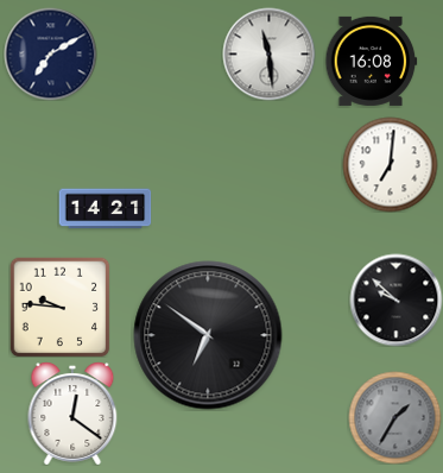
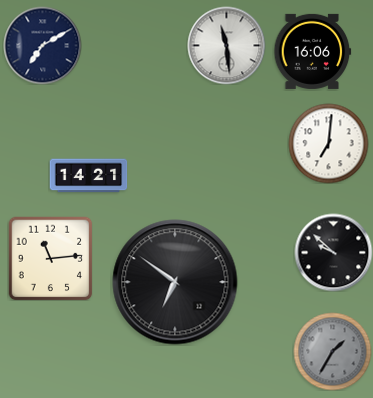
clock at (371, 61): 16:08 -> 16:06
clock at (390, 164) position: (390, 164) -> (328, 143)
clock at (59, 307): 9:46 -> 11:14
clock at (72, 414): 12:21 -> none
